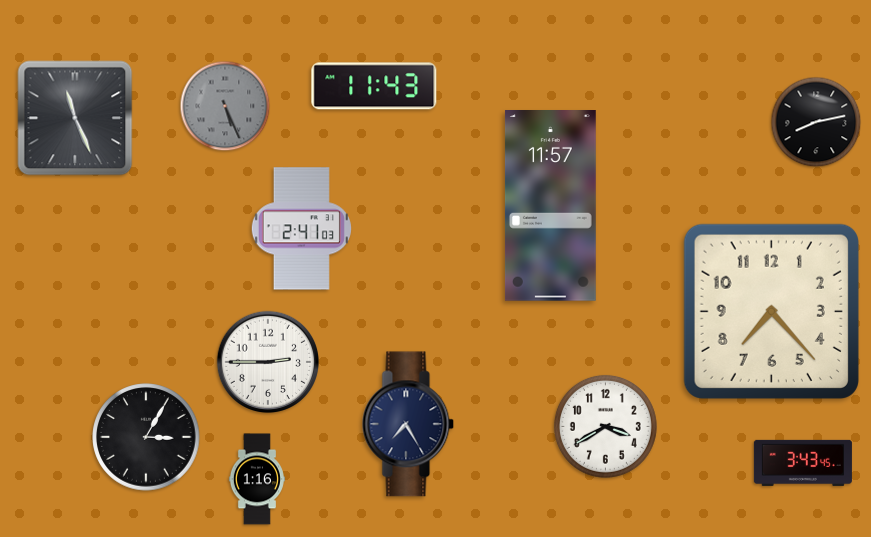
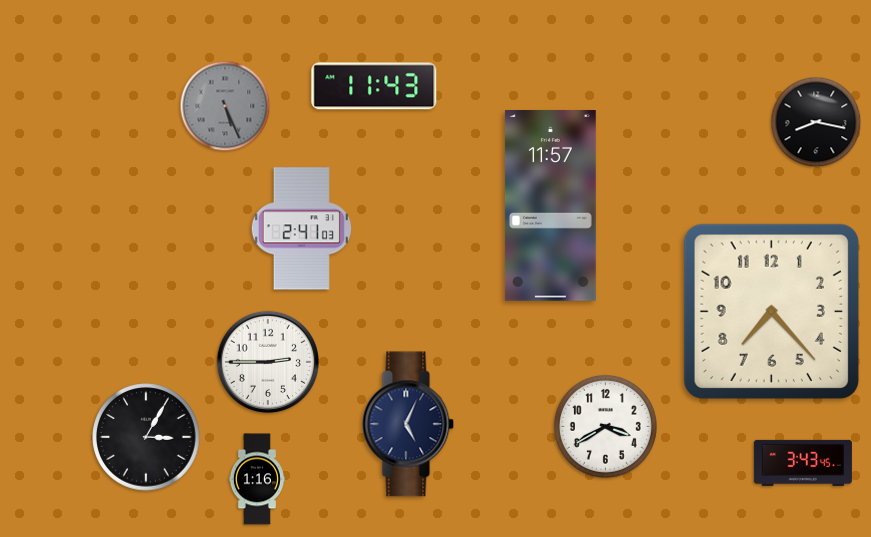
clock at (75, 118): 11:26 -> none
clock at (816, 122): 8:13 -> 8:17
clock at (408, 424): 7:25 -> 5:04
